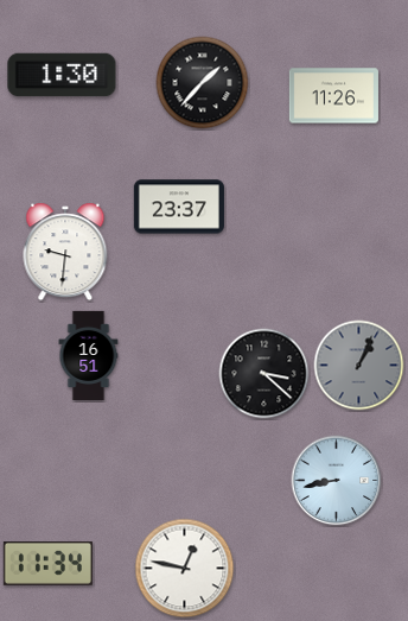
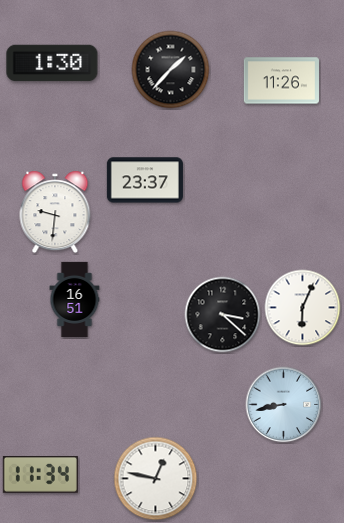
clock at (179, 207) position: (179, 207) -> (145, 180)
clock at (359, 366): 1:04 -> 6:04
clock at (359, 366) dial: grey -> white
